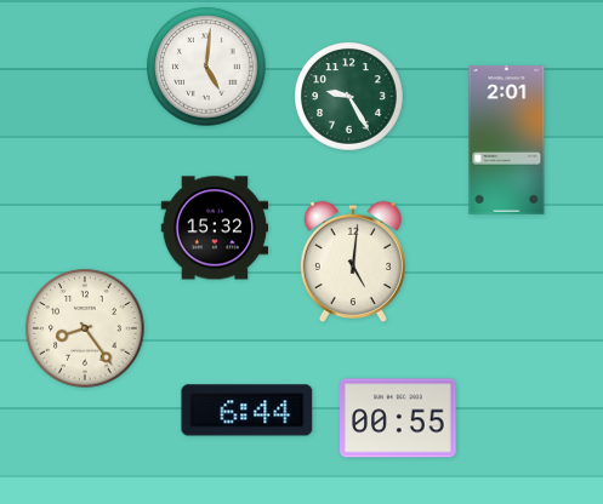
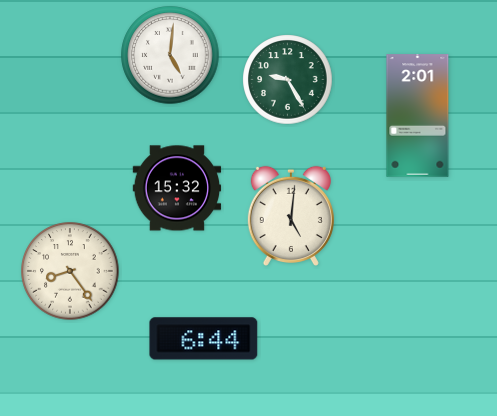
clock at (398, 418): 00:55 -> none
